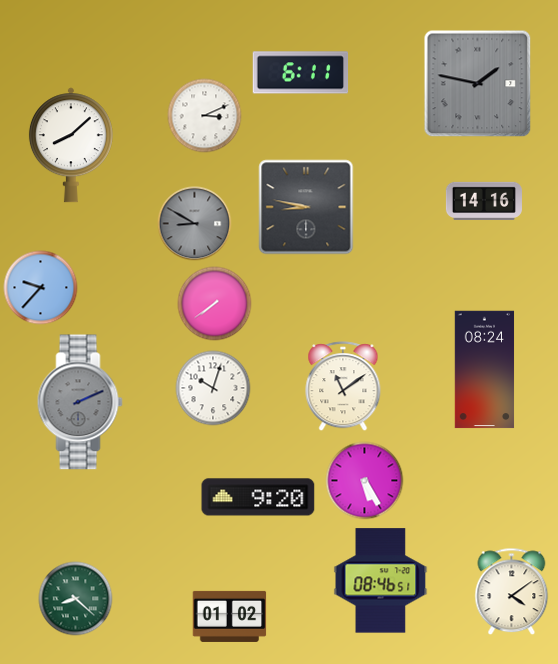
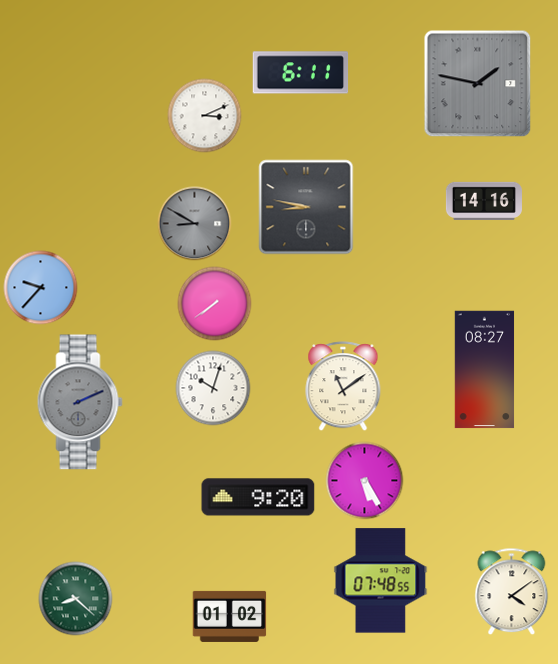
clock at (71, 145): 8:08 -> none
clock at (485, 370): 08:24 -> 08:27
clock at (381, 581): 08:46 -> 07:48
